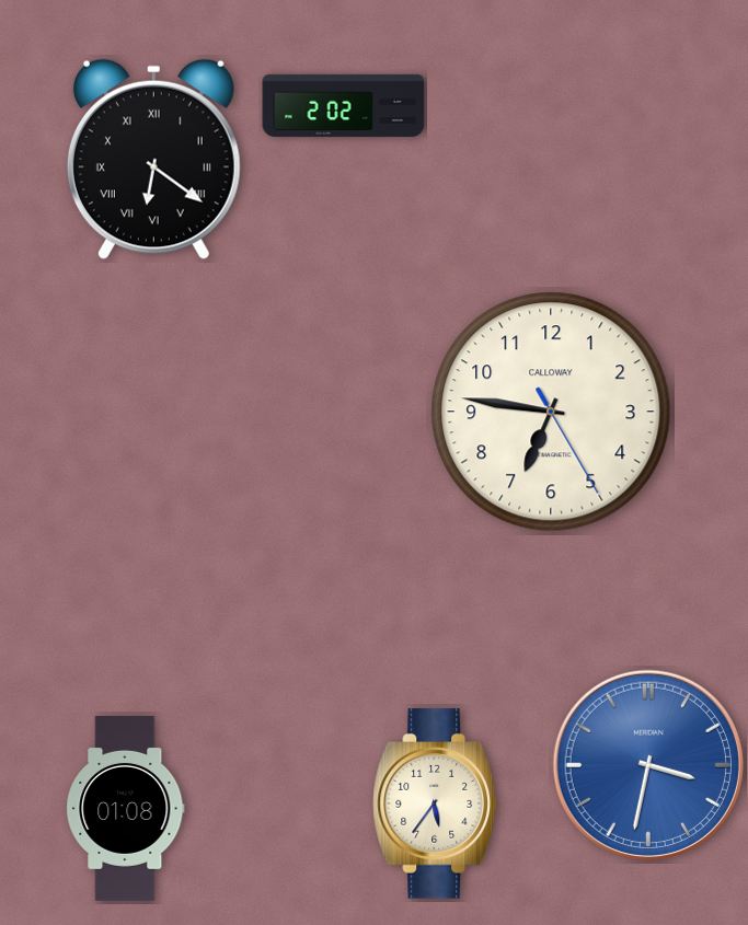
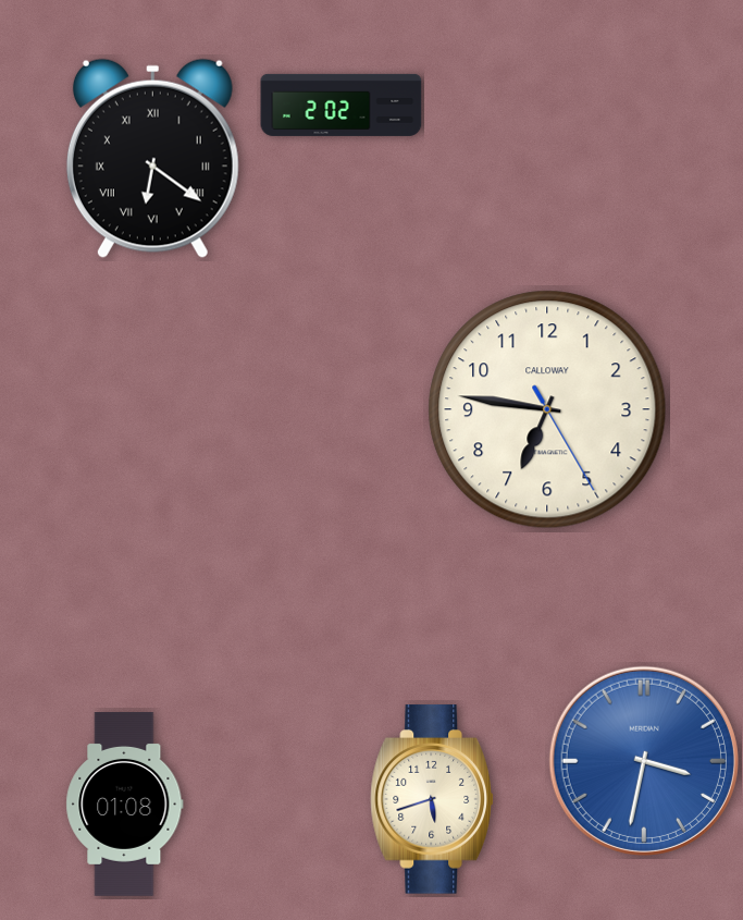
clock at (435, 803): 5:36 -> 5:42
